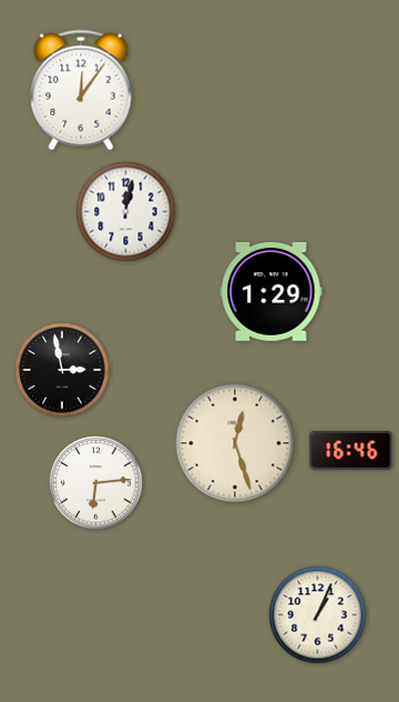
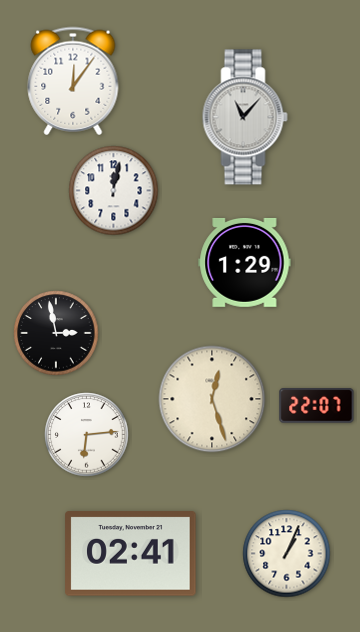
clock at (245, 117): none -> 11:07
clock at (351, 451): 16:46 -> 22:07
clock at (131, 554): none -> 02:41
